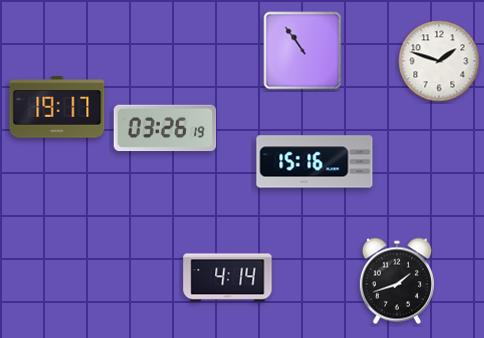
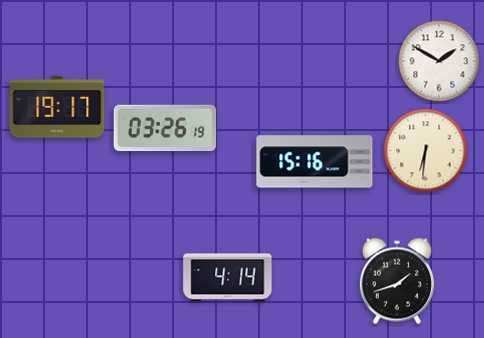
clock at (303, 51): 10:54 -> none
clock at (439, 61): 1:48 -> 1:50
clock at (426, 151): none -> 6:31
